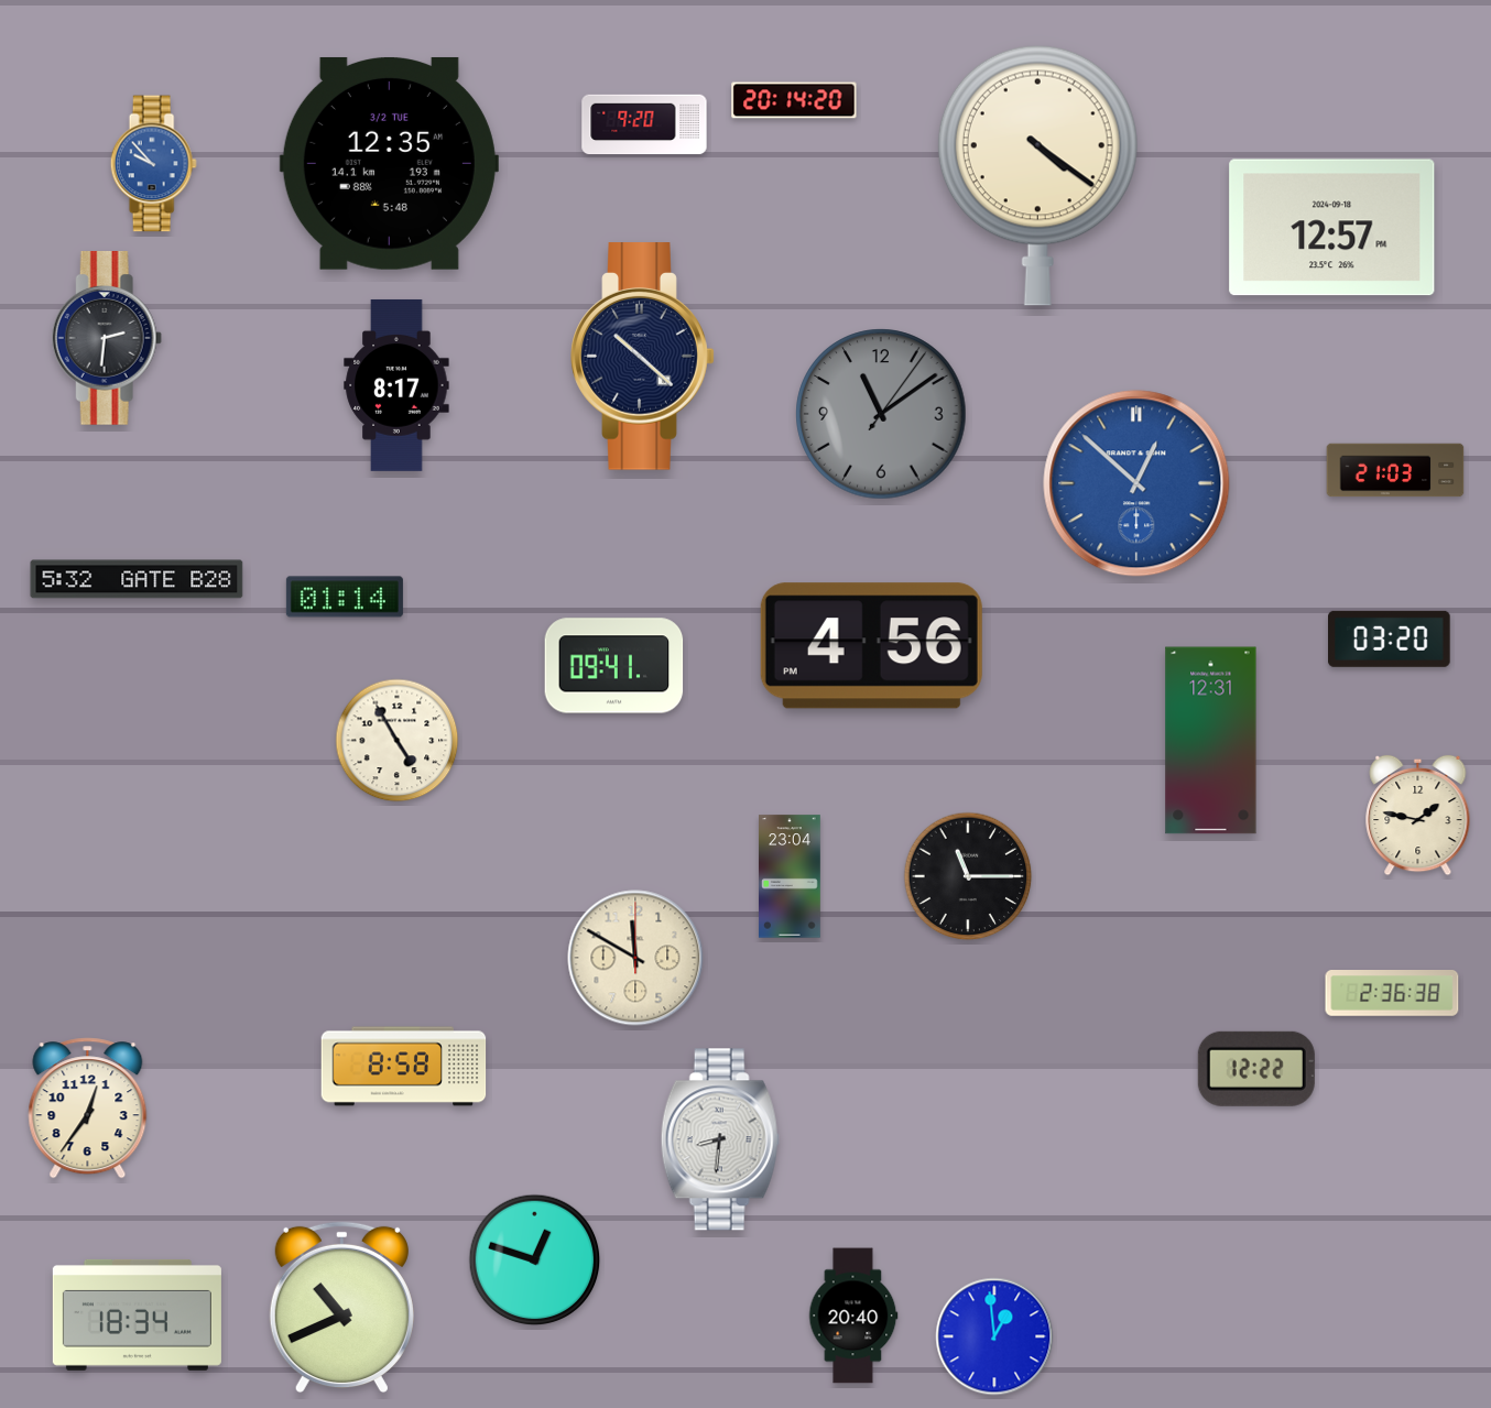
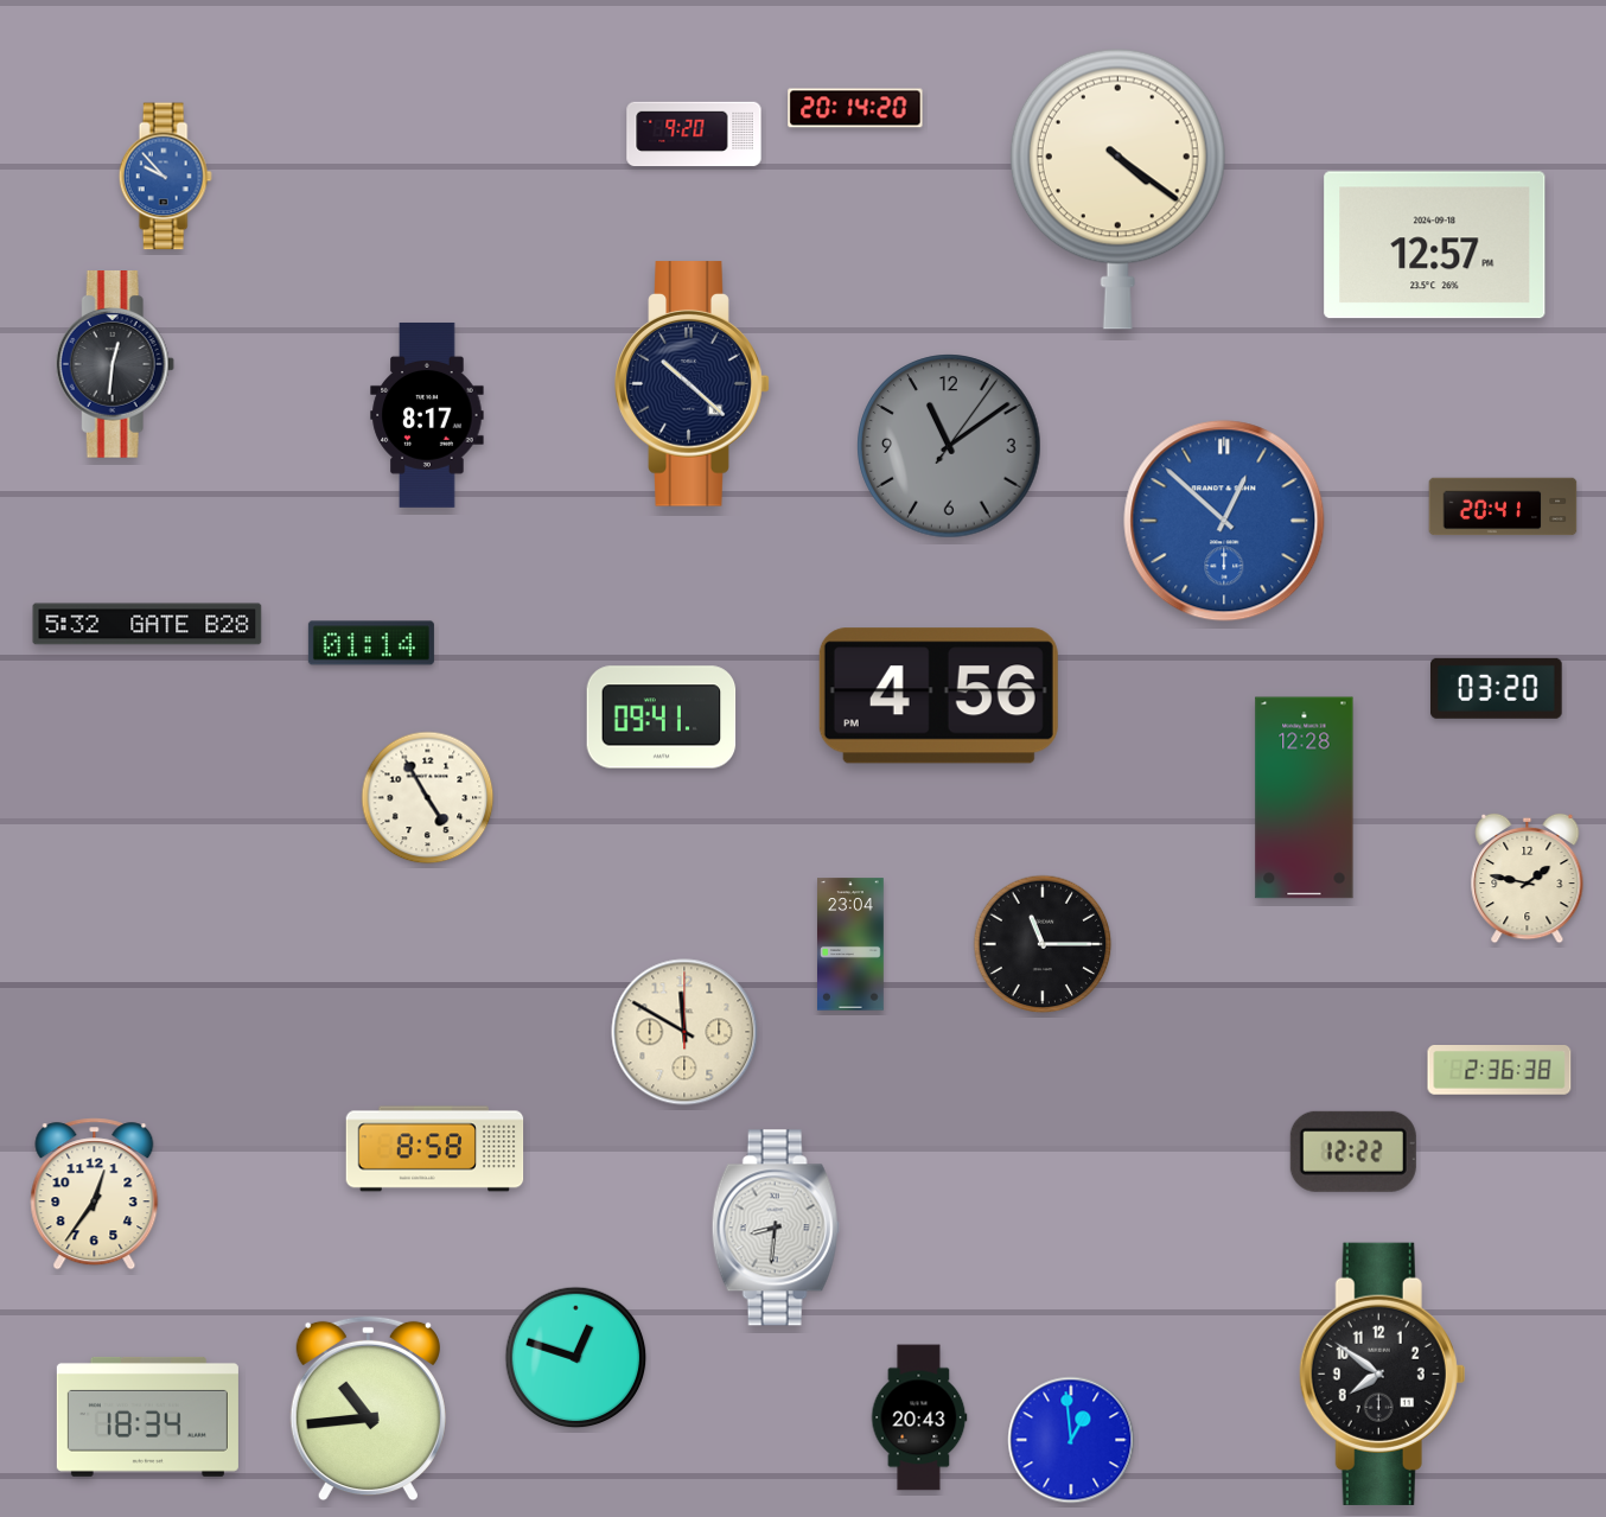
clock at (389, 163): 12:35 -> none
clock at (107, 339): 2:31 -> 12:31
clock at (1395, 470): 21:03 -> 20:41
clock at (1211, 741): 12:31 -> 12:28
clock at (1383, 1373): none -> 7:51
clock at (341, 1308): 10:41 -> 10:44
clock at (853, 1316): 20:40 -> 20:43
